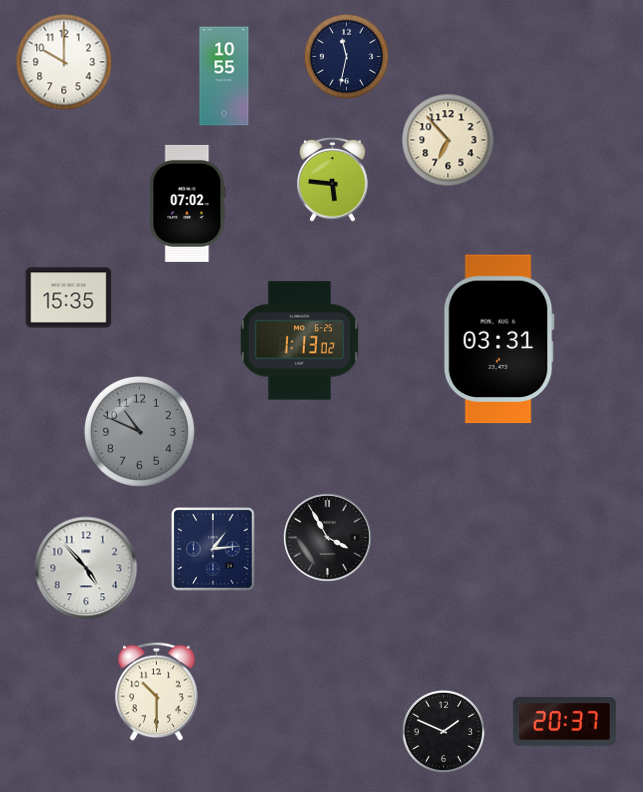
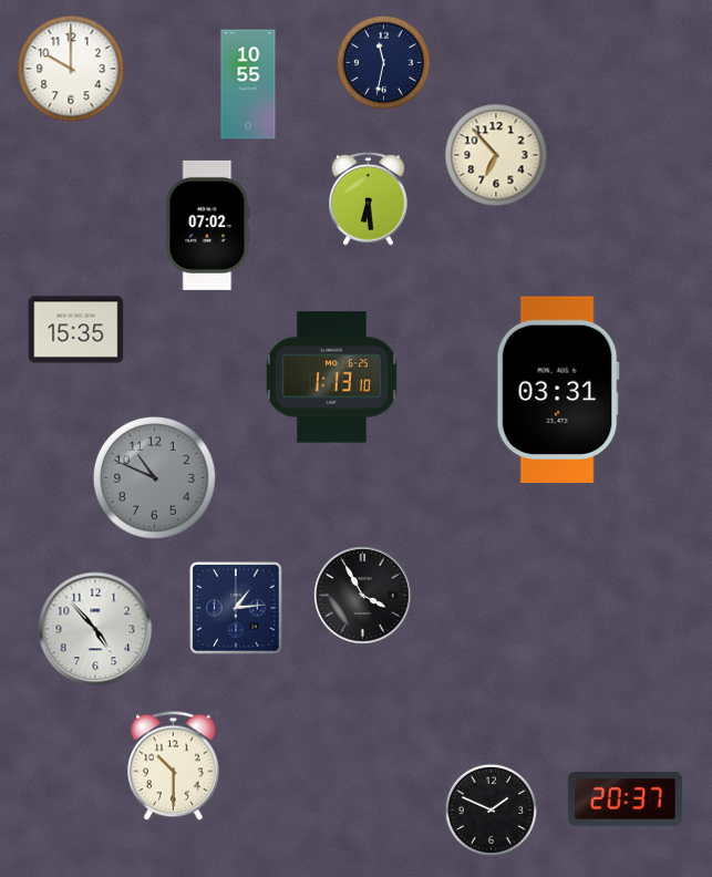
clock at (333, 179): 5:46 -> 6:29
clock at (499, 339) position: (499, 339) -> (558, 390)
clock at (299, 341): 1:13:02 -> 1:13:10
